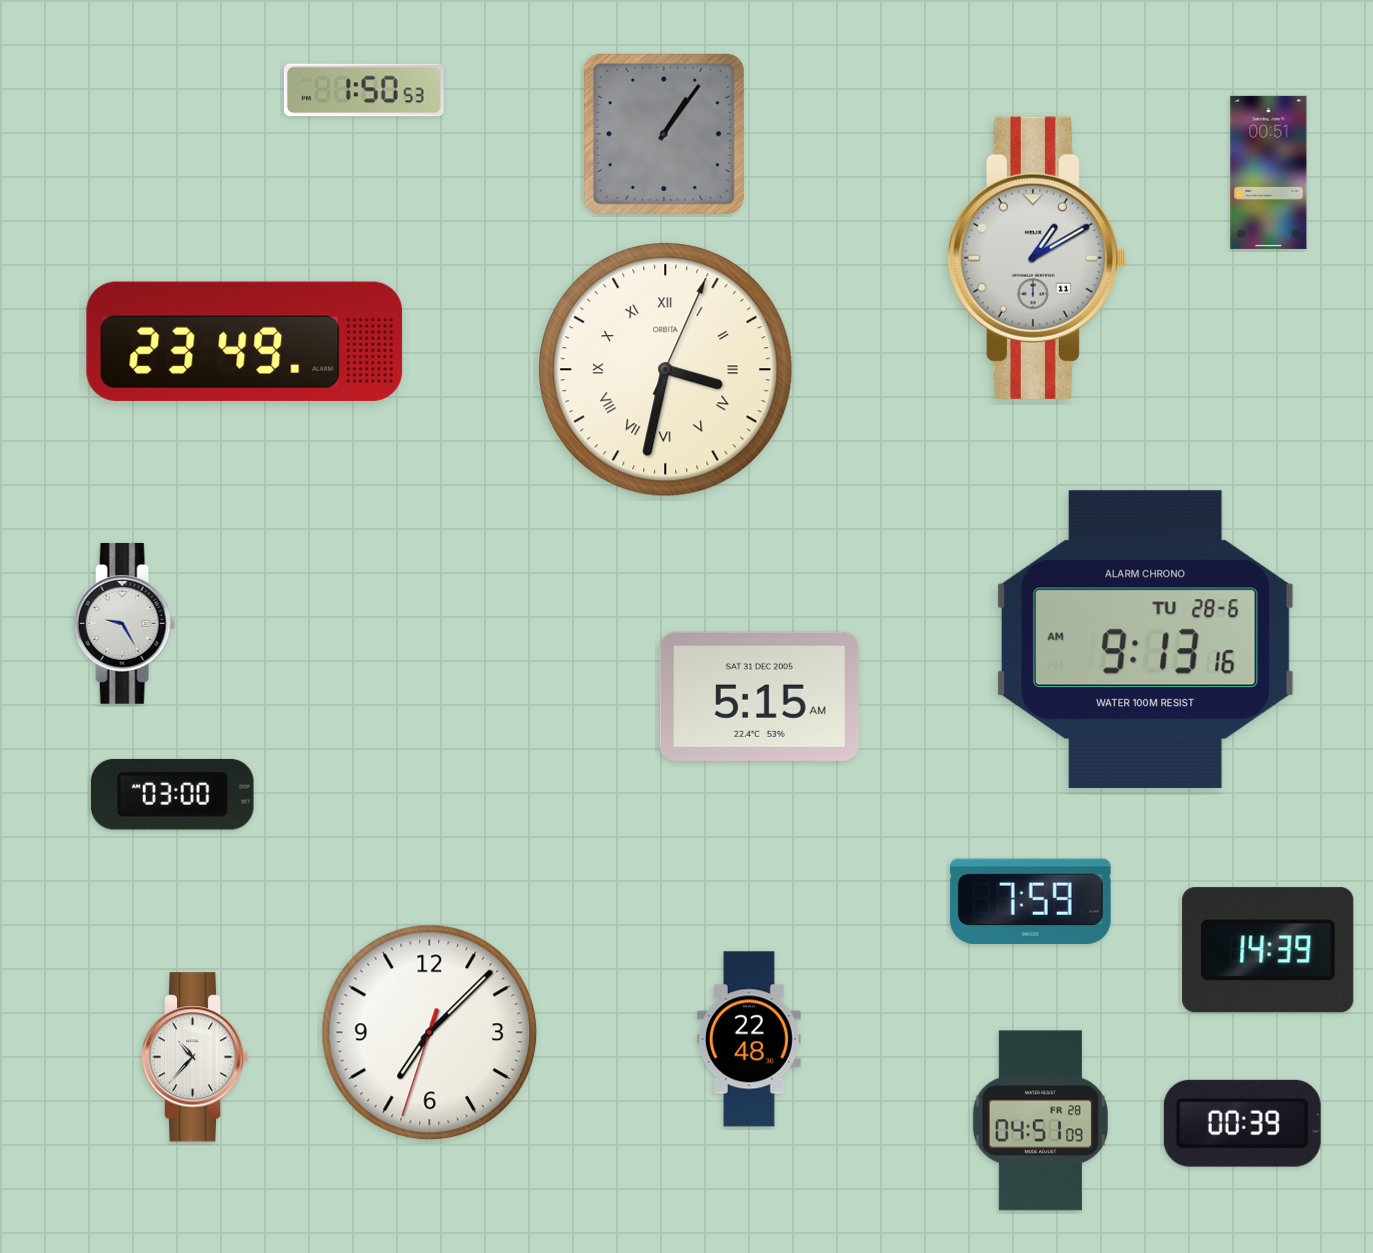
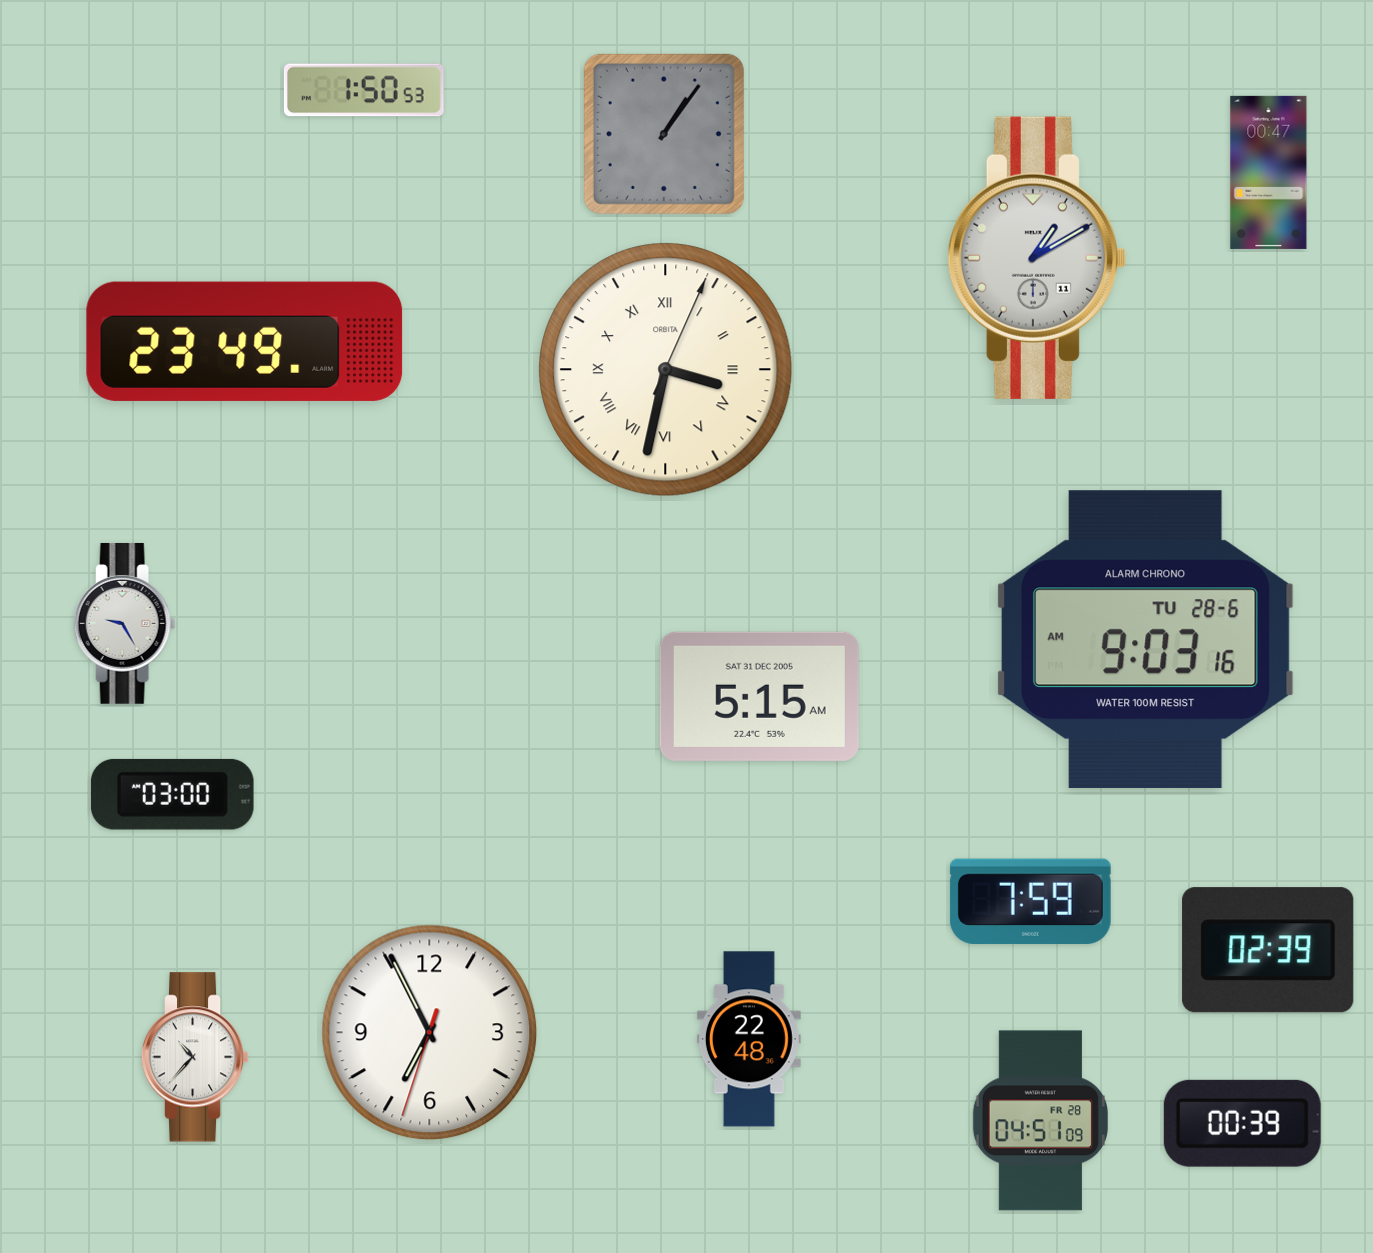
clock at (1269, 172): 00:51 -> 00:47
clock at (1145, 640): 9:13 -> 9:03
clock at (1268, 950): 14:39 -> 02:39
clock at (430, 1033): 7:07 -> 6:55
